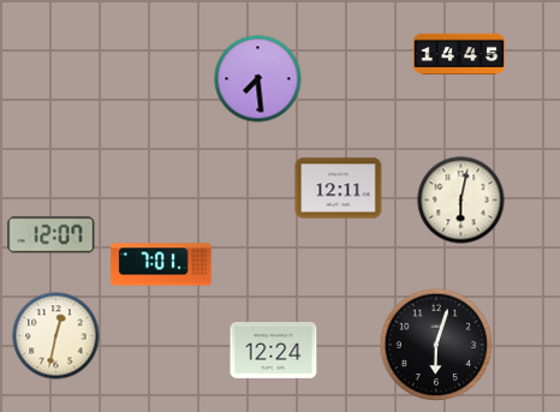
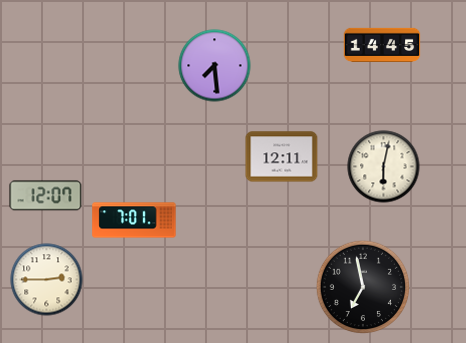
clock at (52, 235) position: (52, 235) -> (46, 196)
clock at (56, 336): 12:32 -> 2:45
clock at (436, 345): 6:03 -> 6:58
clock at (274, 351): 12:24 -> none
